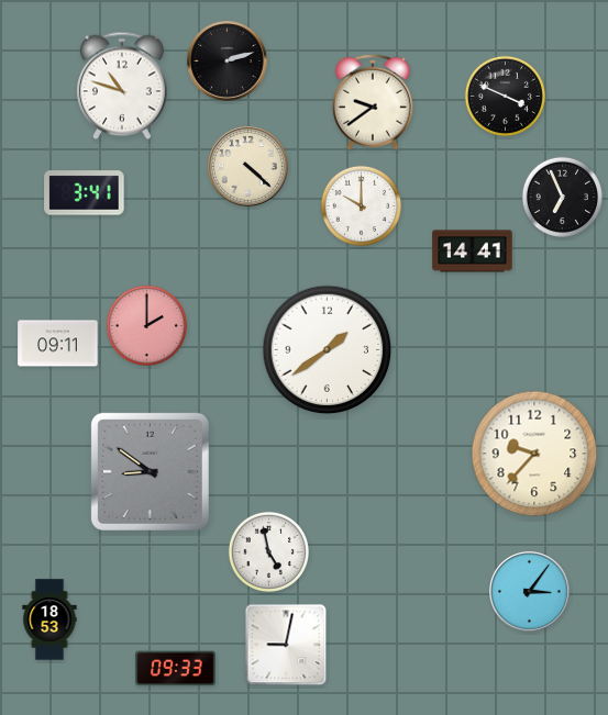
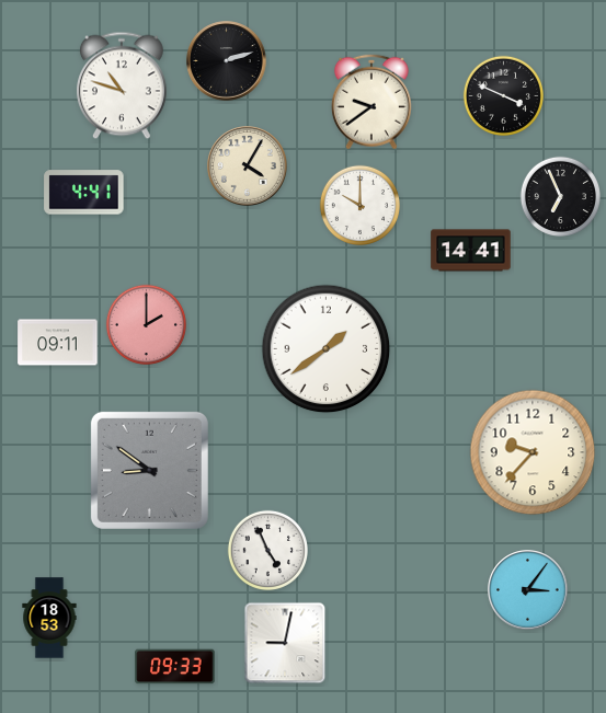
clock at (248, 167): 4:22 -> 4:05
clock at (85, 193): 3:41 -> 4:41
clock at (268, 551): 4:58 -> 4:56
